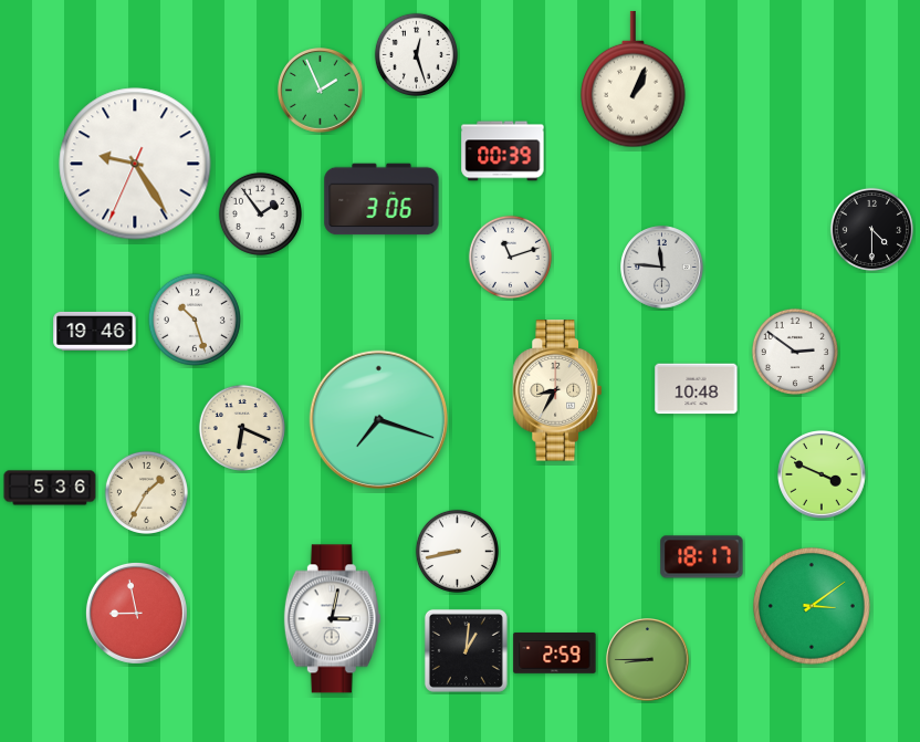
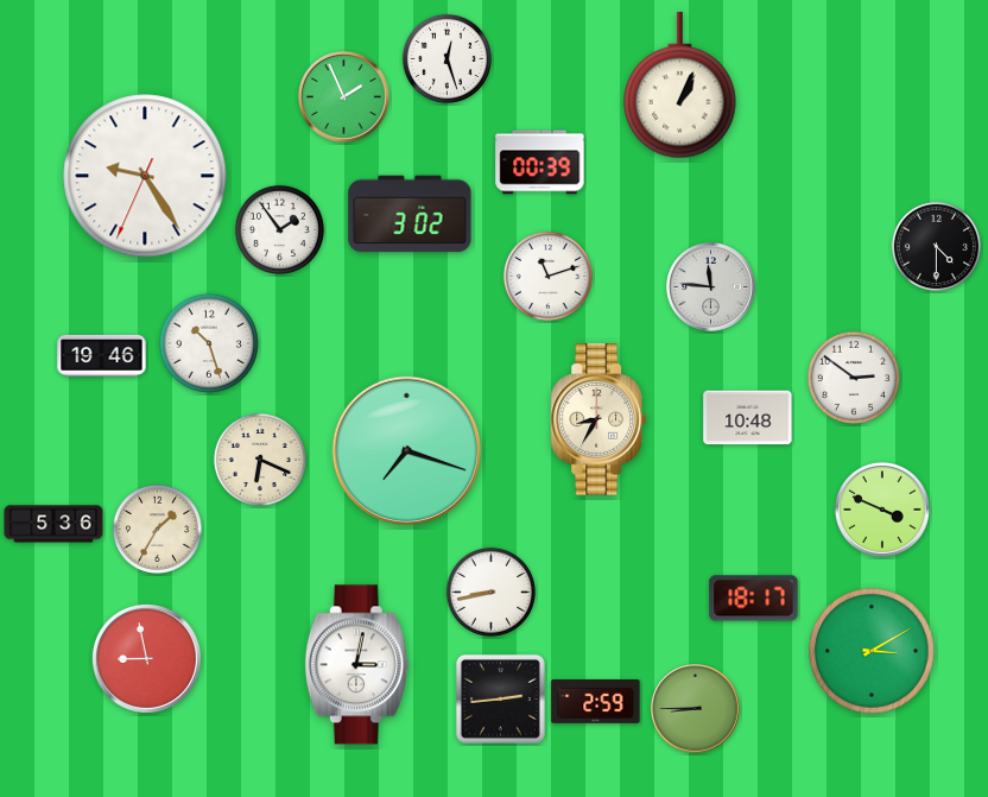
clock at (381, 199): 3:06 -> 3:02
clock at (812, 606): 3:09 -> 3:10
clock at (466, 650): 1:01 -> 2:44
